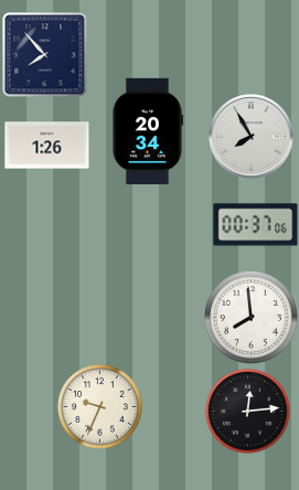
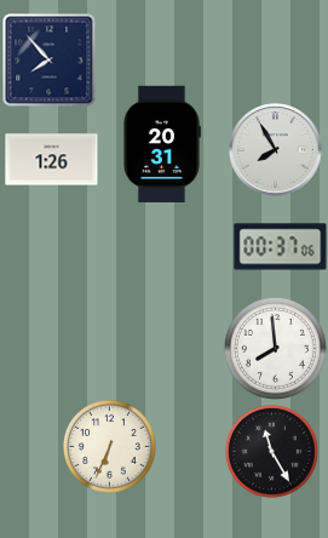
clock at (147, 130): 20:34 -> 20:31
clock at (99, 406): 9:34 -> 6:34
clock at (247, 411): 12:14 -> 11:25
